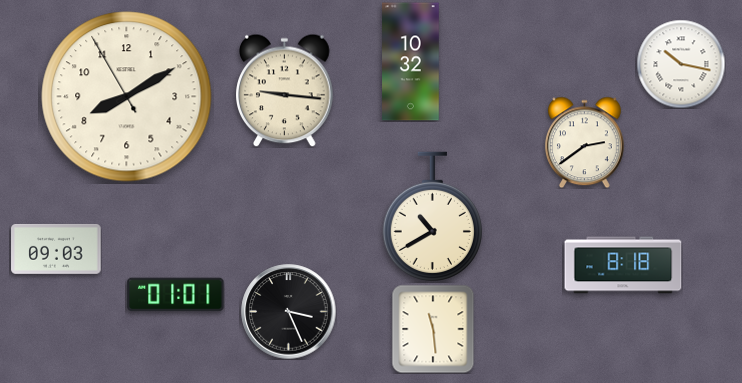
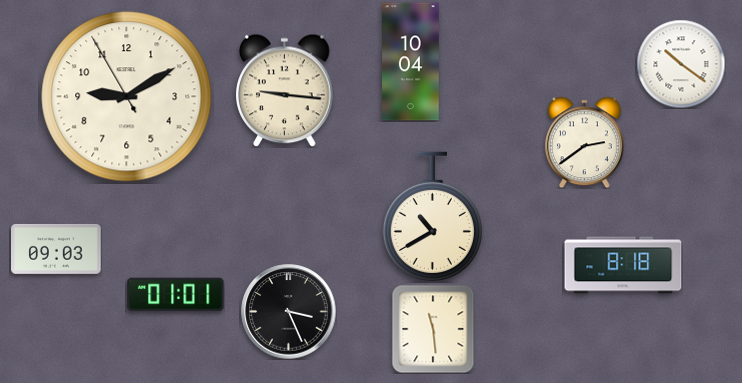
clock at (411, 62): 10:32 -> 10:04
clock at (681, 64): 10:17 -> 10:21
clock at (127, 97): 8:09 -> 9:09
